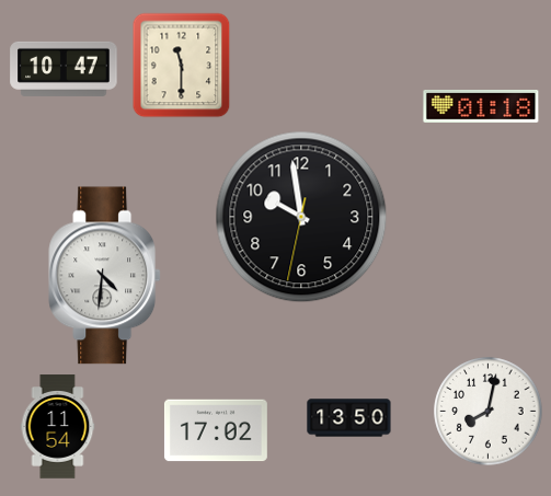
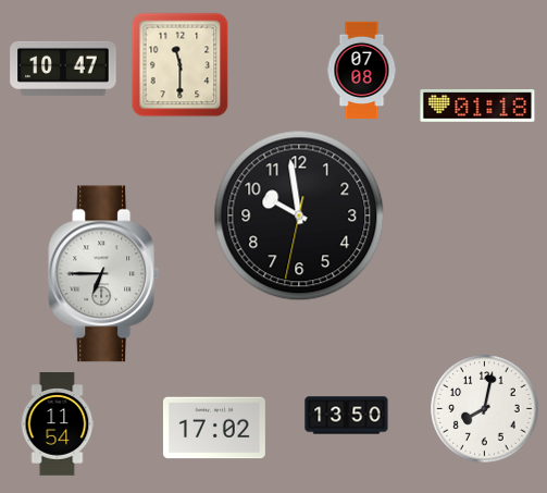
clock at (362, 71): none -> 07:08
clock at (105, 276): 4:31 -> 6:45
